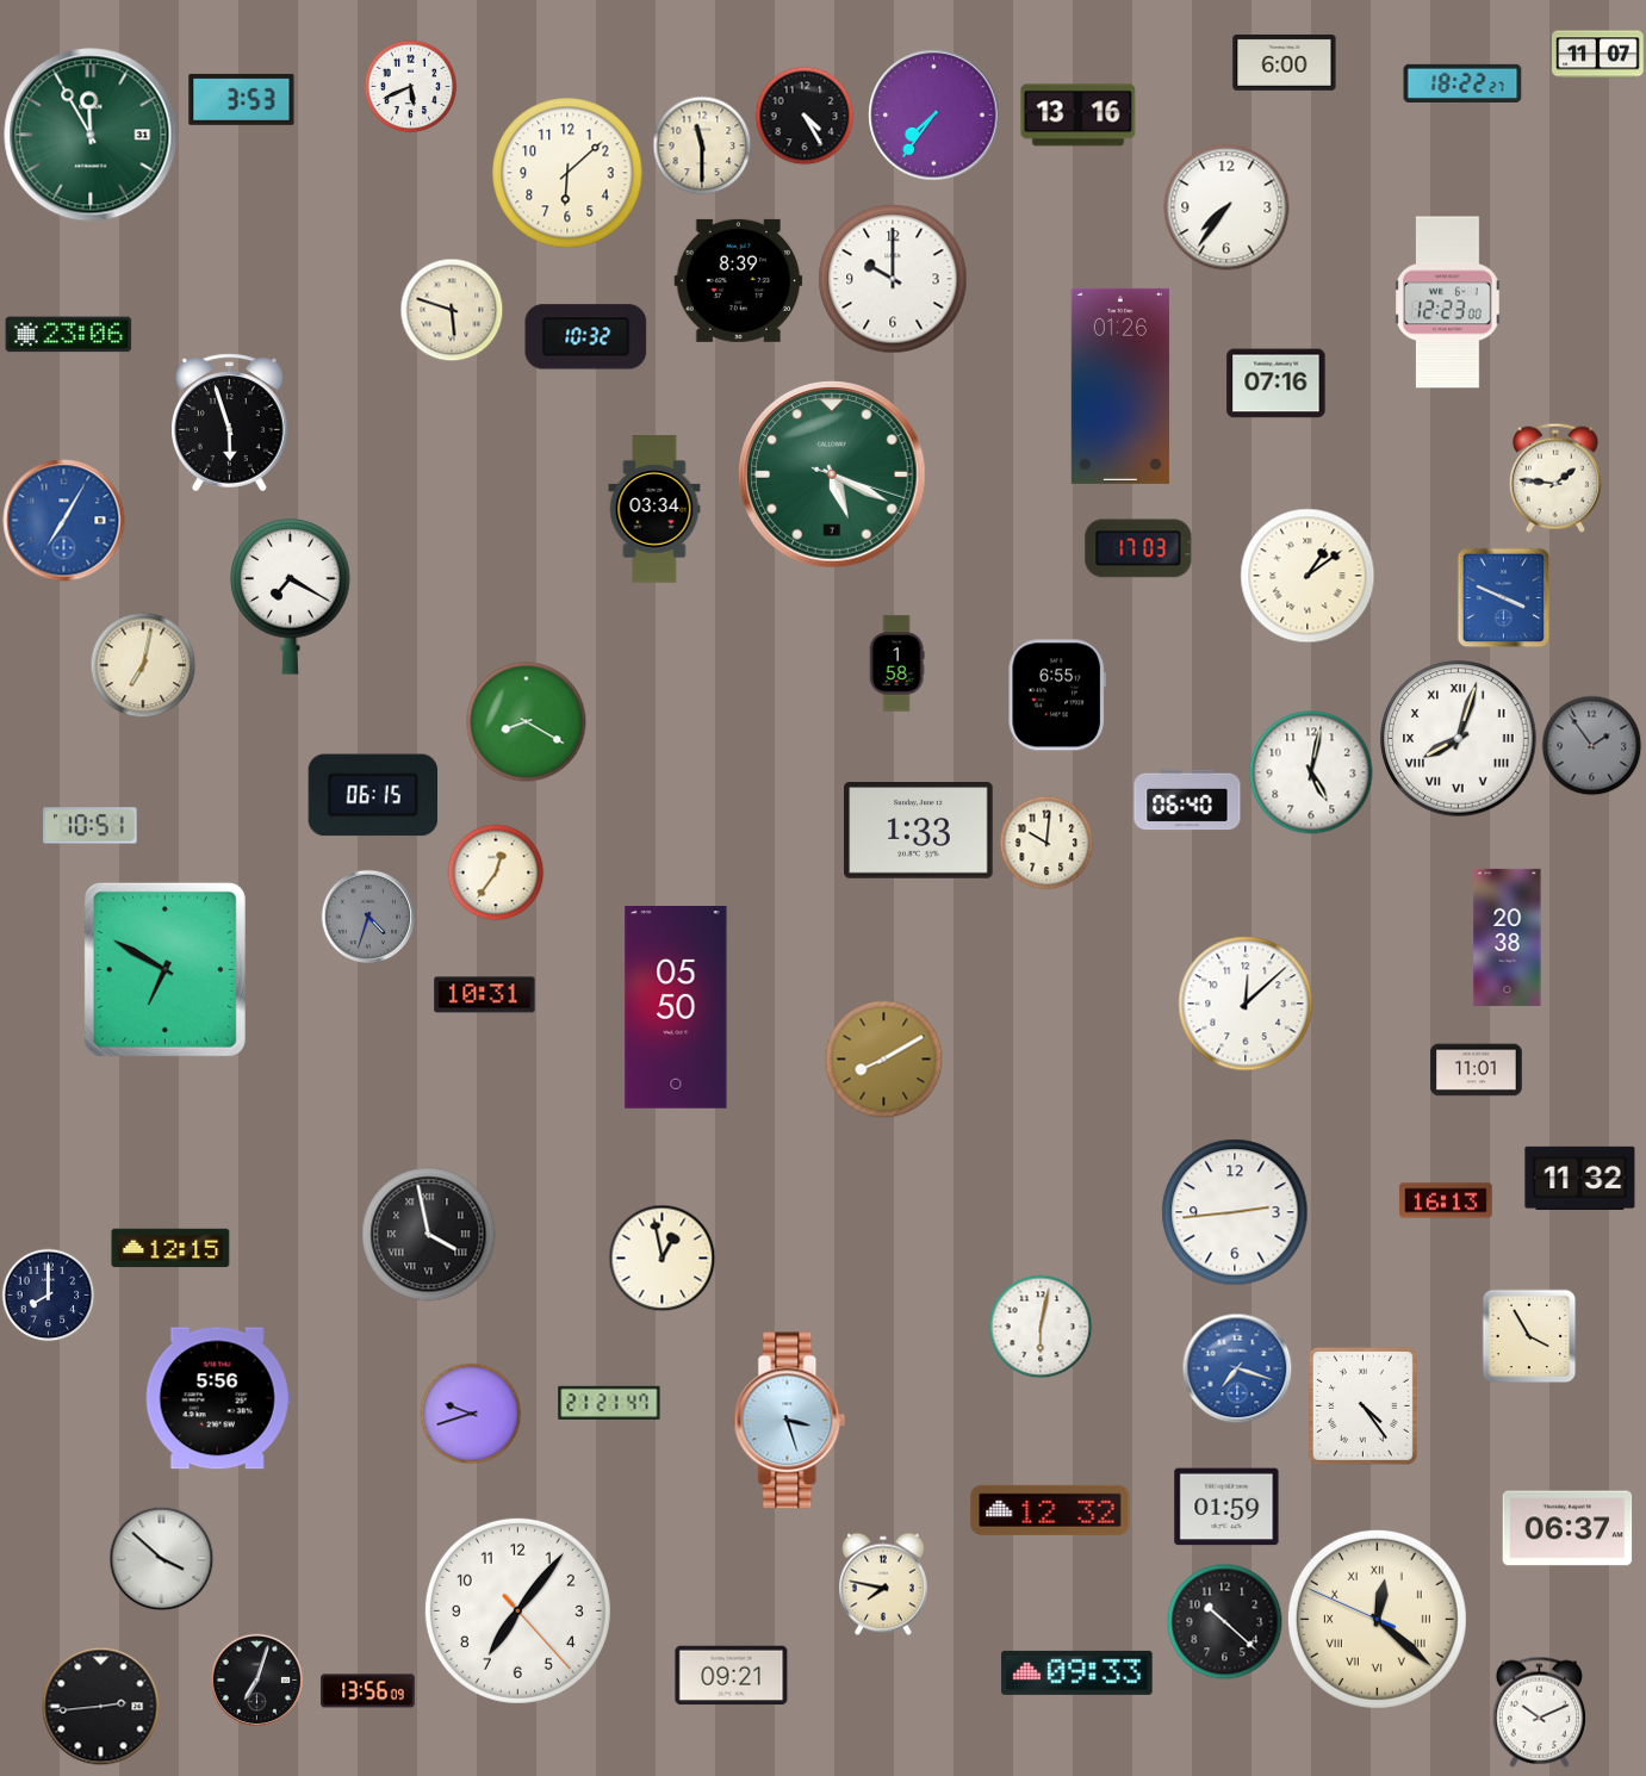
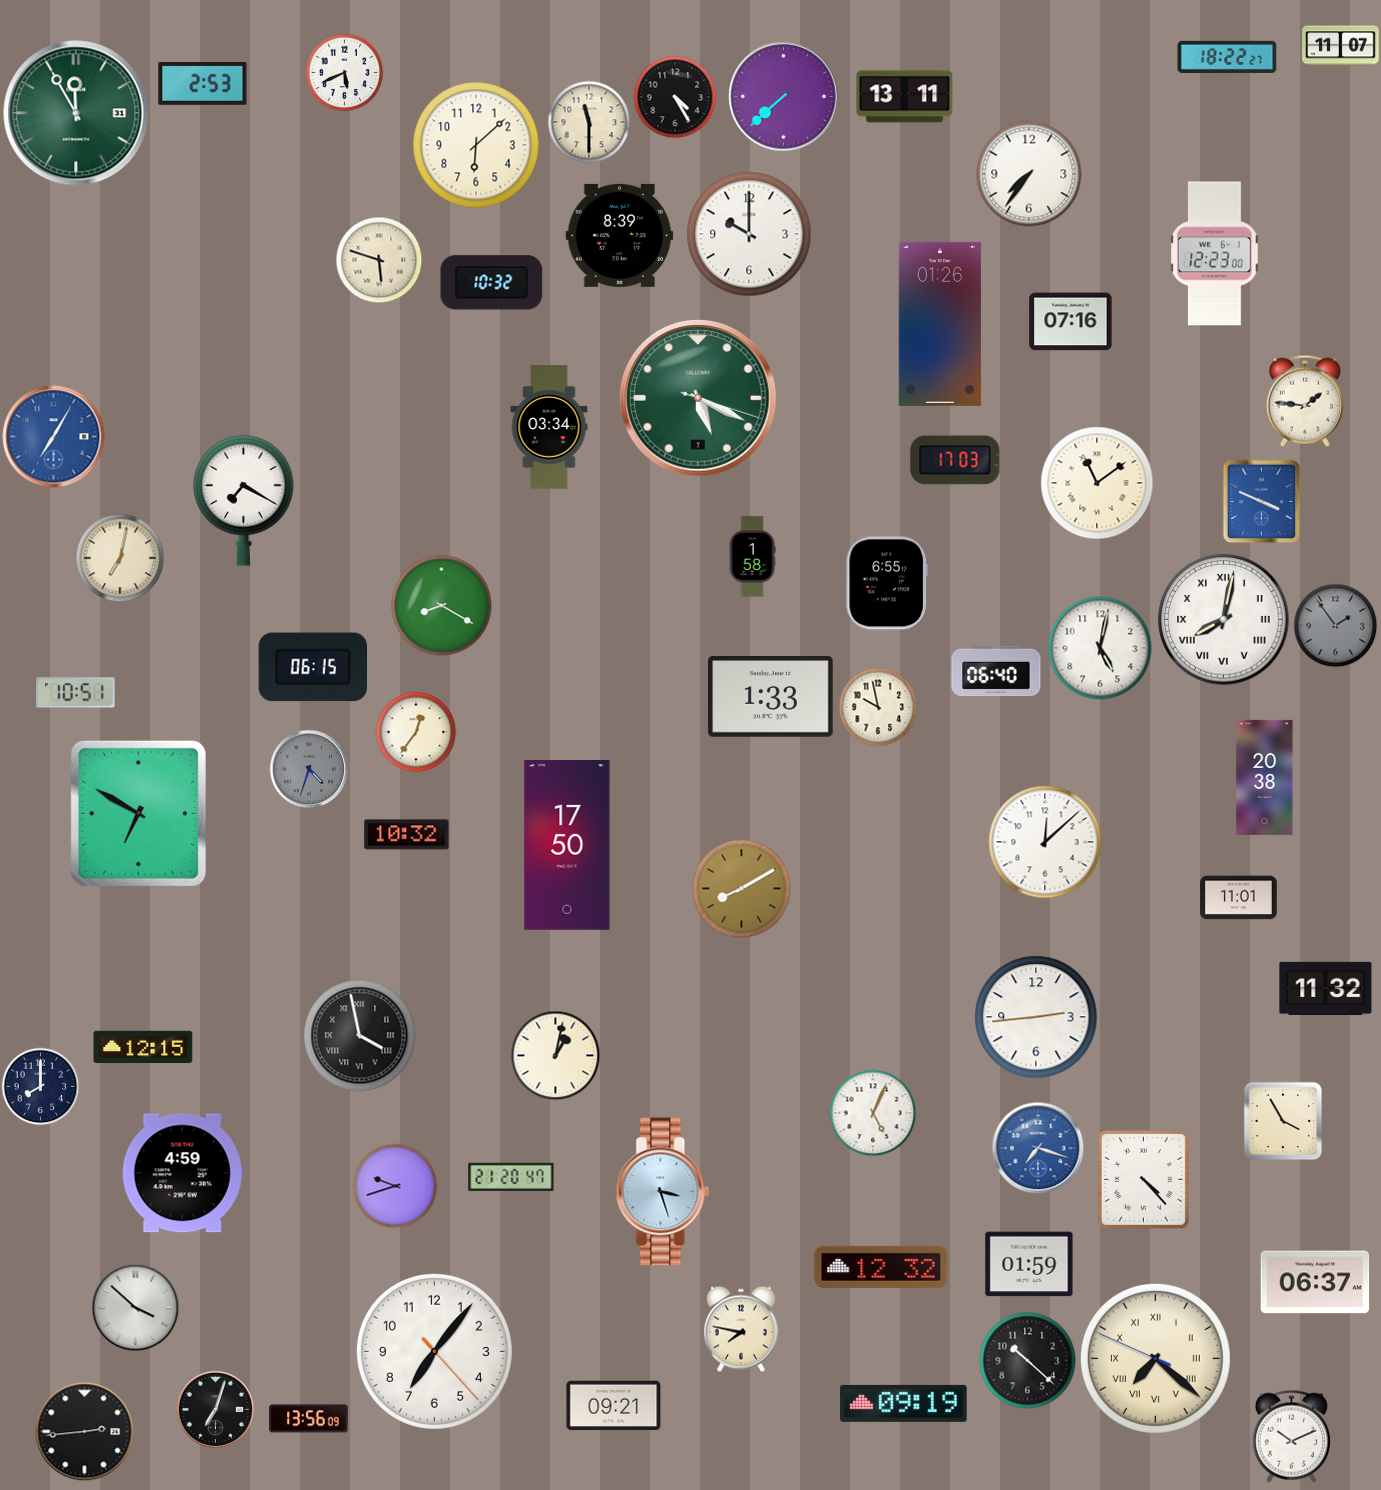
clock at (1285, 62): 6:00 -> none
clock at (1462, 83) position: (1462, 83) -> (1227, 57)
clock at (242, 99): 3:53 -> 2:53
clock at (934, 116): 7:36 -> 7:38
clock at (1079, 116): 13:16 -> 13:11
clock at (69, 335): 23:06 -> none
clock at (230, 423): 5:57 -> none
clock at (1308, 576): 1:09 -> 11:09
clock at (1459, 739): 8:03 -> 8:02
clock at (1046, 843): 10:01 -> 9:58
clock at (1508, 937) position: (1508, 937) -> (1265, 777)
clock at (485, 995): 10:31 -> 10:32
clock at (676, 1008): 05:50 -> 17:50
clock at (1446, 1200): 16:13 -> none
clock at (661, 1258): 12:58 -> 1:02
clock at (1041, 1327): 6:02 -> 5:04
clock at (218, 1398): 5:56 -> 4:59
clock at (609, 1402): 21:21 -> 21:20
clock at (1362, 1405): 4:24 -> 4:23
clock at (1377, 1619): 12:21 -> 7:21
clock at (1077, 1672): 09:33 -> 09:19
